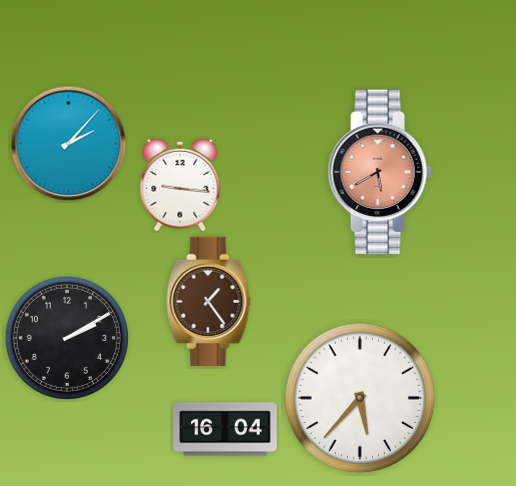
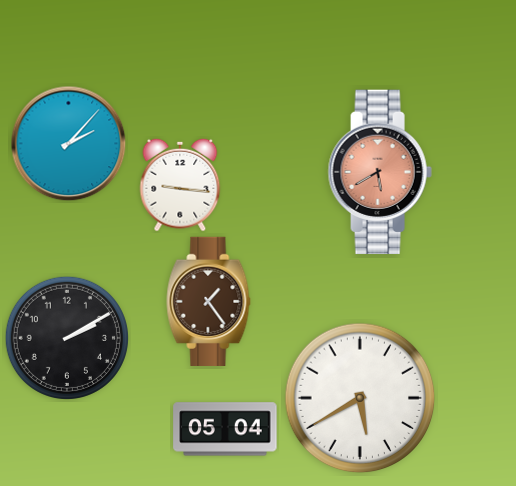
clock at (360, 398): 5:37 -> 5:40
clock at (225, 429): 16:04 -> 05:04
